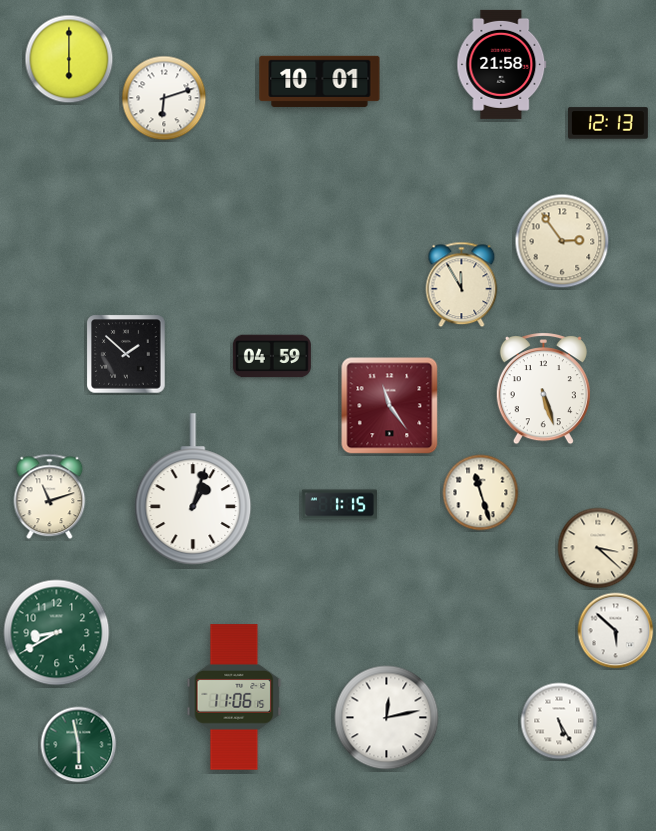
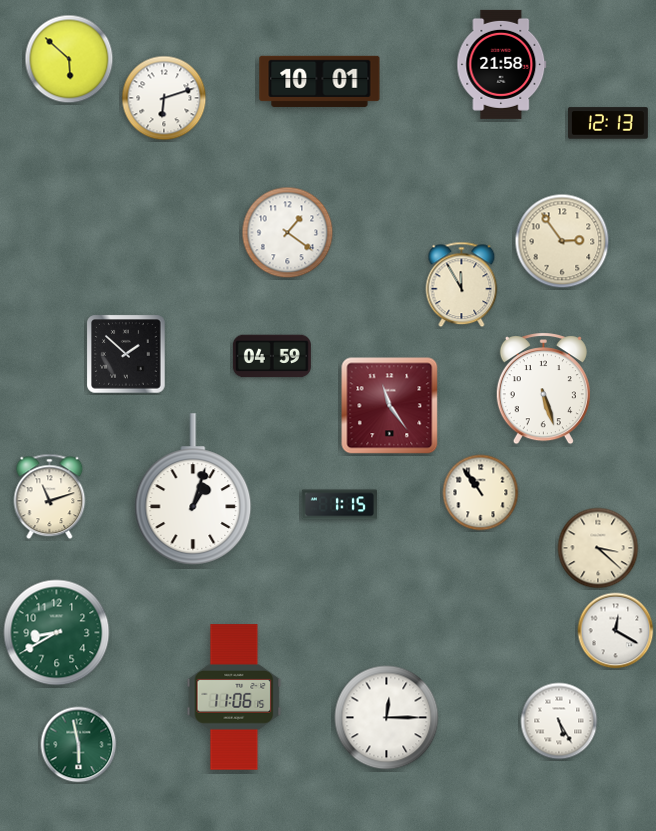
clock at (69, 59): 6:00 -> 5:52
clock at (288, 233): none -> 1:21
clock at (481, 493): 11:27 -> 10:54
clock at (616, 631): 5:52 -> 12:20
clock at (387, 718): 12:13 -> 12:15
